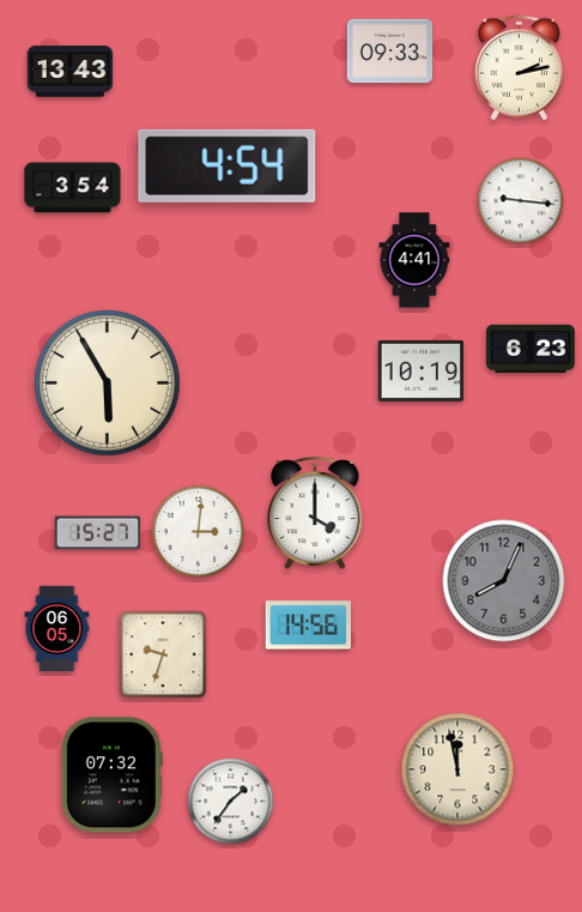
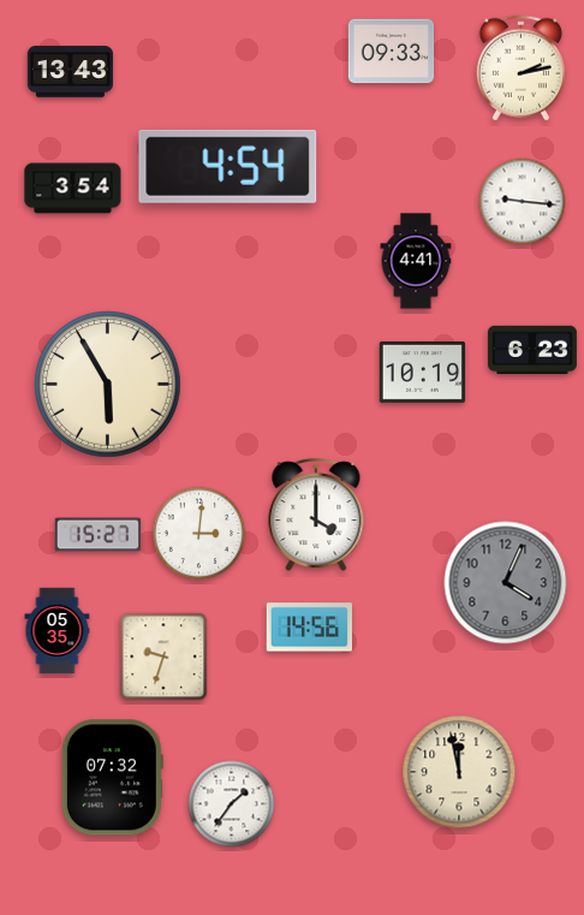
clock at (504, 581): 8:04 -> 4:04
clock at (57, 629): 06:05 -> 05:35
